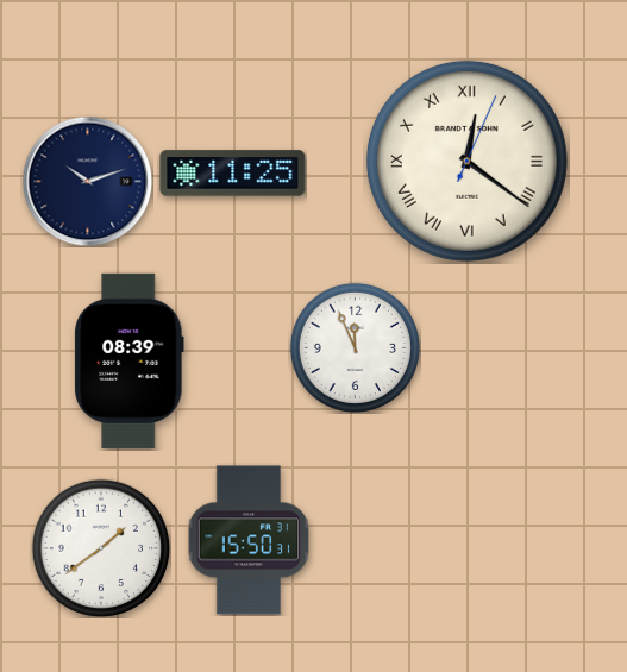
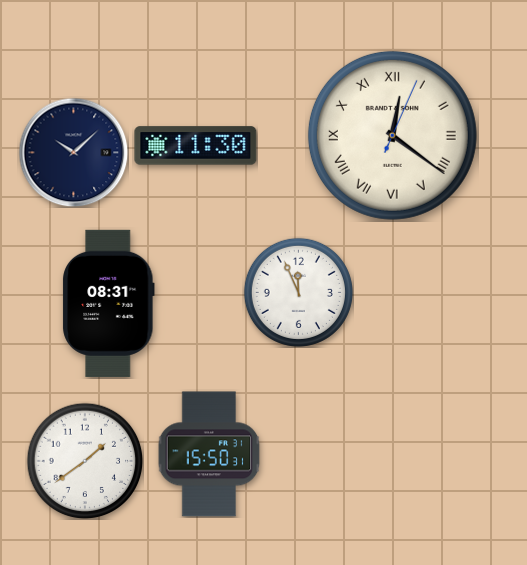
clock at (233, 174): 11:25 -> 11:30
clock at (87, 181): 10:12 -> 10:08
clock at (130, 360): 08:39 -> 08:31
